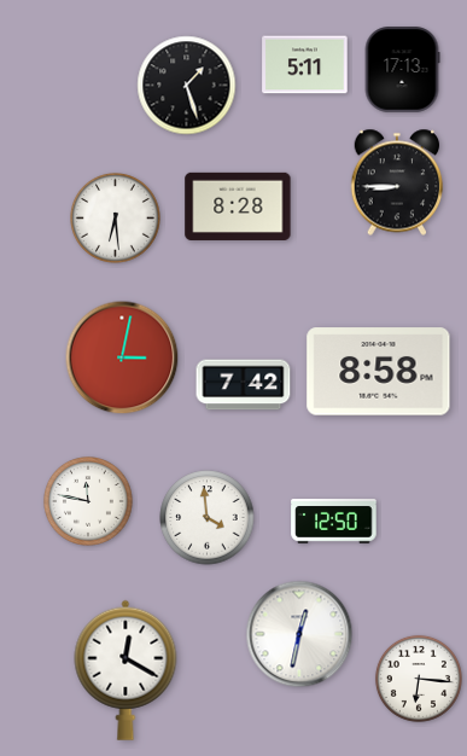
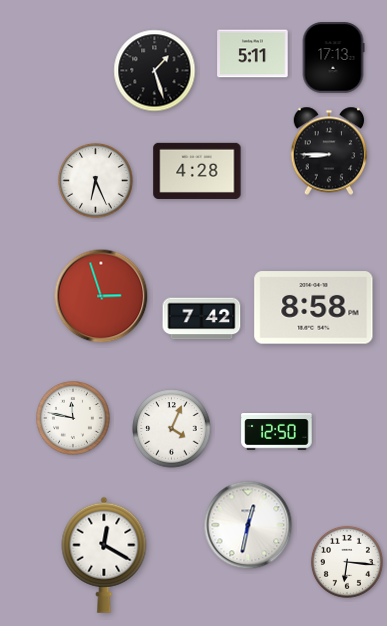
clock at (238, 207): 8:28 -> 4:28
clock at (116, 219): 6:29 -> 6:26
clock at (122, 357): 3:02 -> 2:57
clock at (89, 502) position: (89, 502) -> (74, 419)
clock at (208, 518): 3:59 -> 4:04
